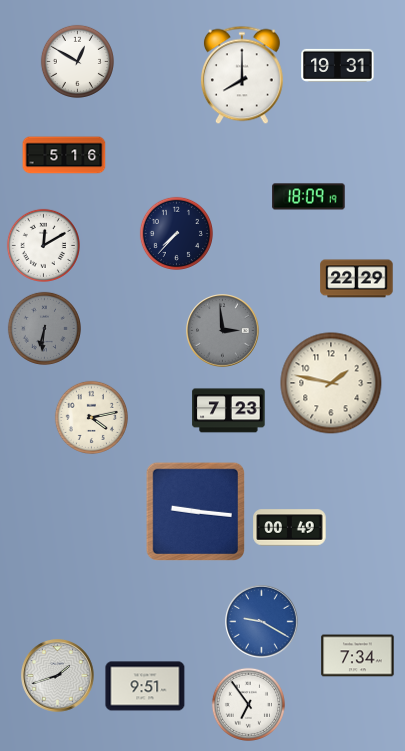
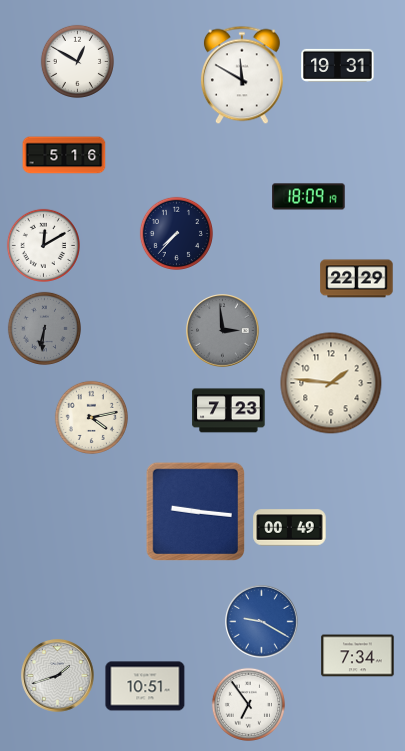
clock at (243, 75): 8:00 -> 11:50
clock at (331, 383): 1:47 -> 1:46
clock at (145, 686): 9:51 -> 10:51
